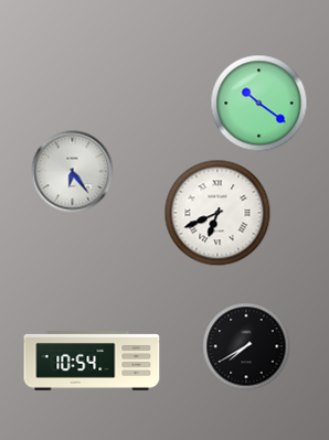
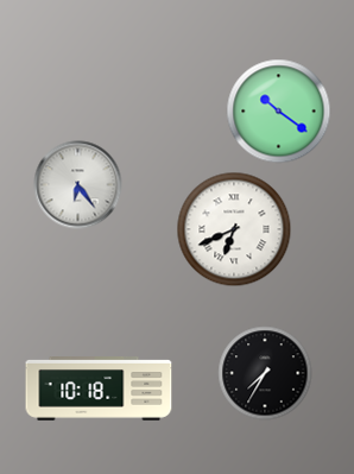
clock at (246, 346): 7:40 -> 7:35
clock at (92, 362): 10:54 -> 10:18
